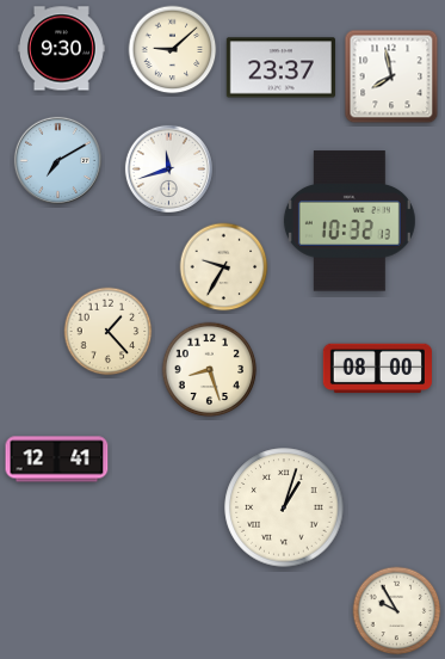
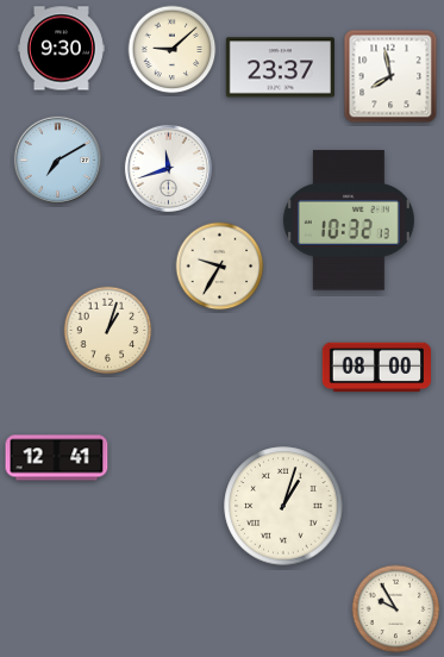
clock at (224, 267) position: (224, 267) -> (220, 267)
clock at (109, 332): 1:23 -> 1:03
clock at (210, 370): 8:27 -> none
